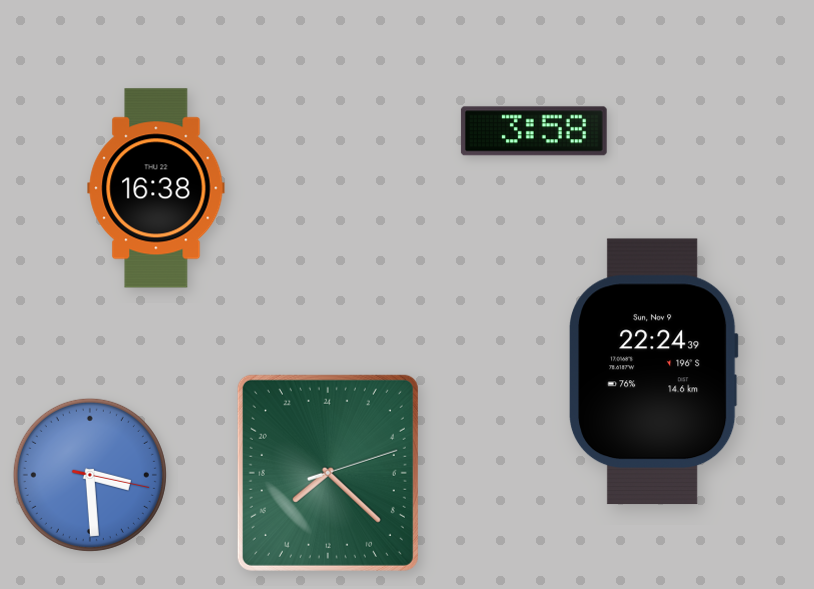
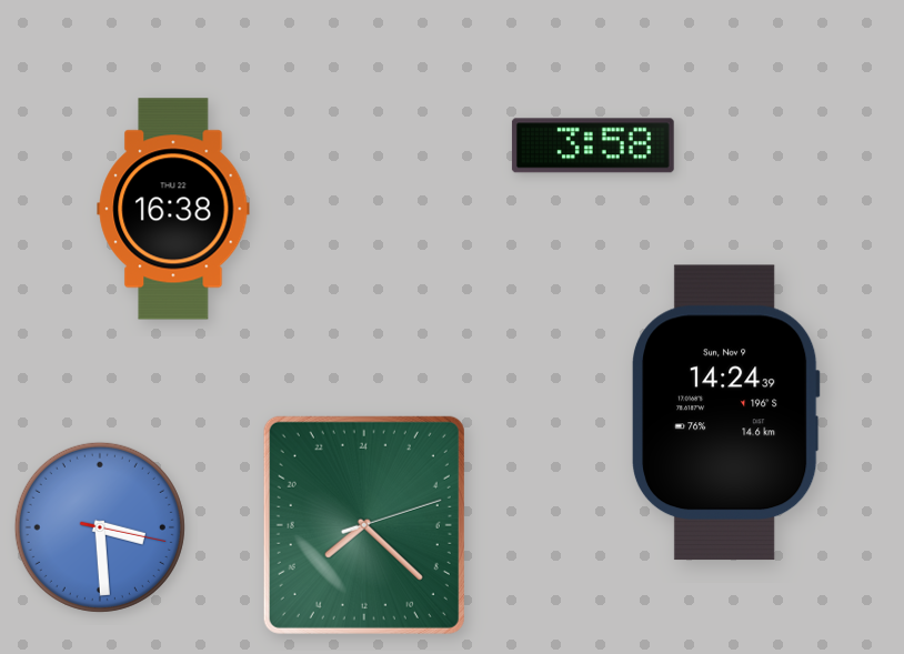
clock at (653, 372): 22:24 -> 14:24
